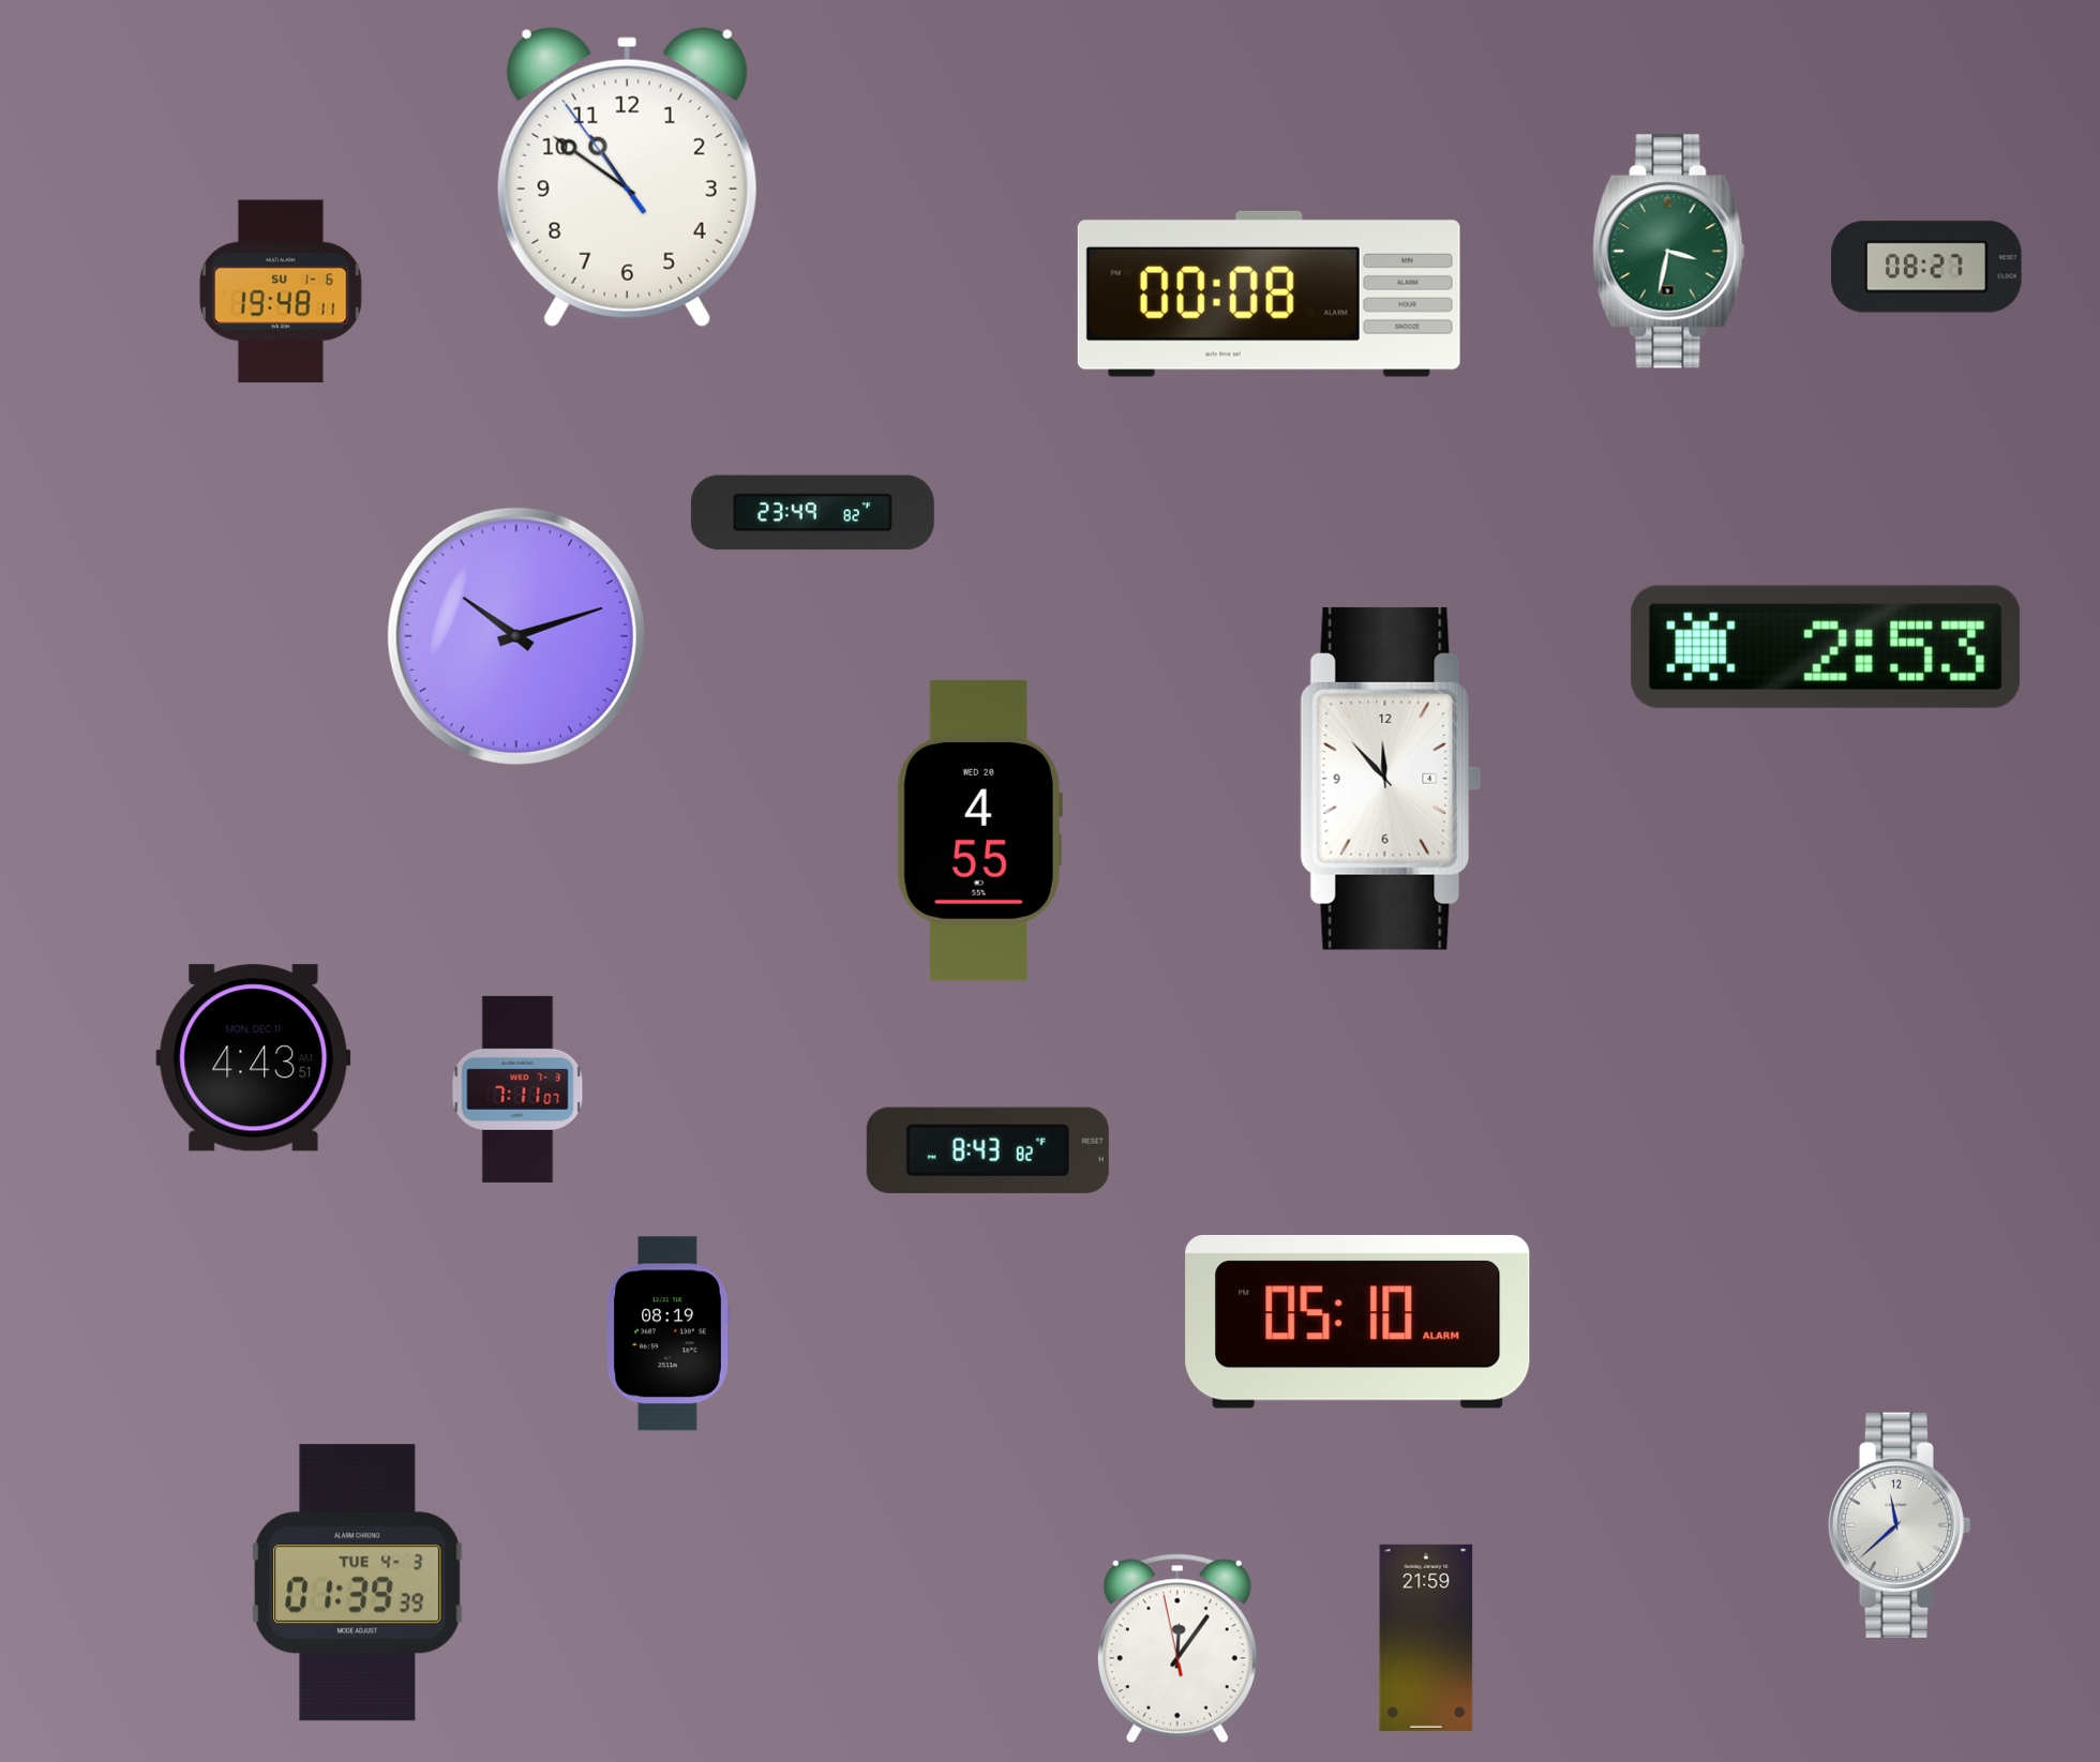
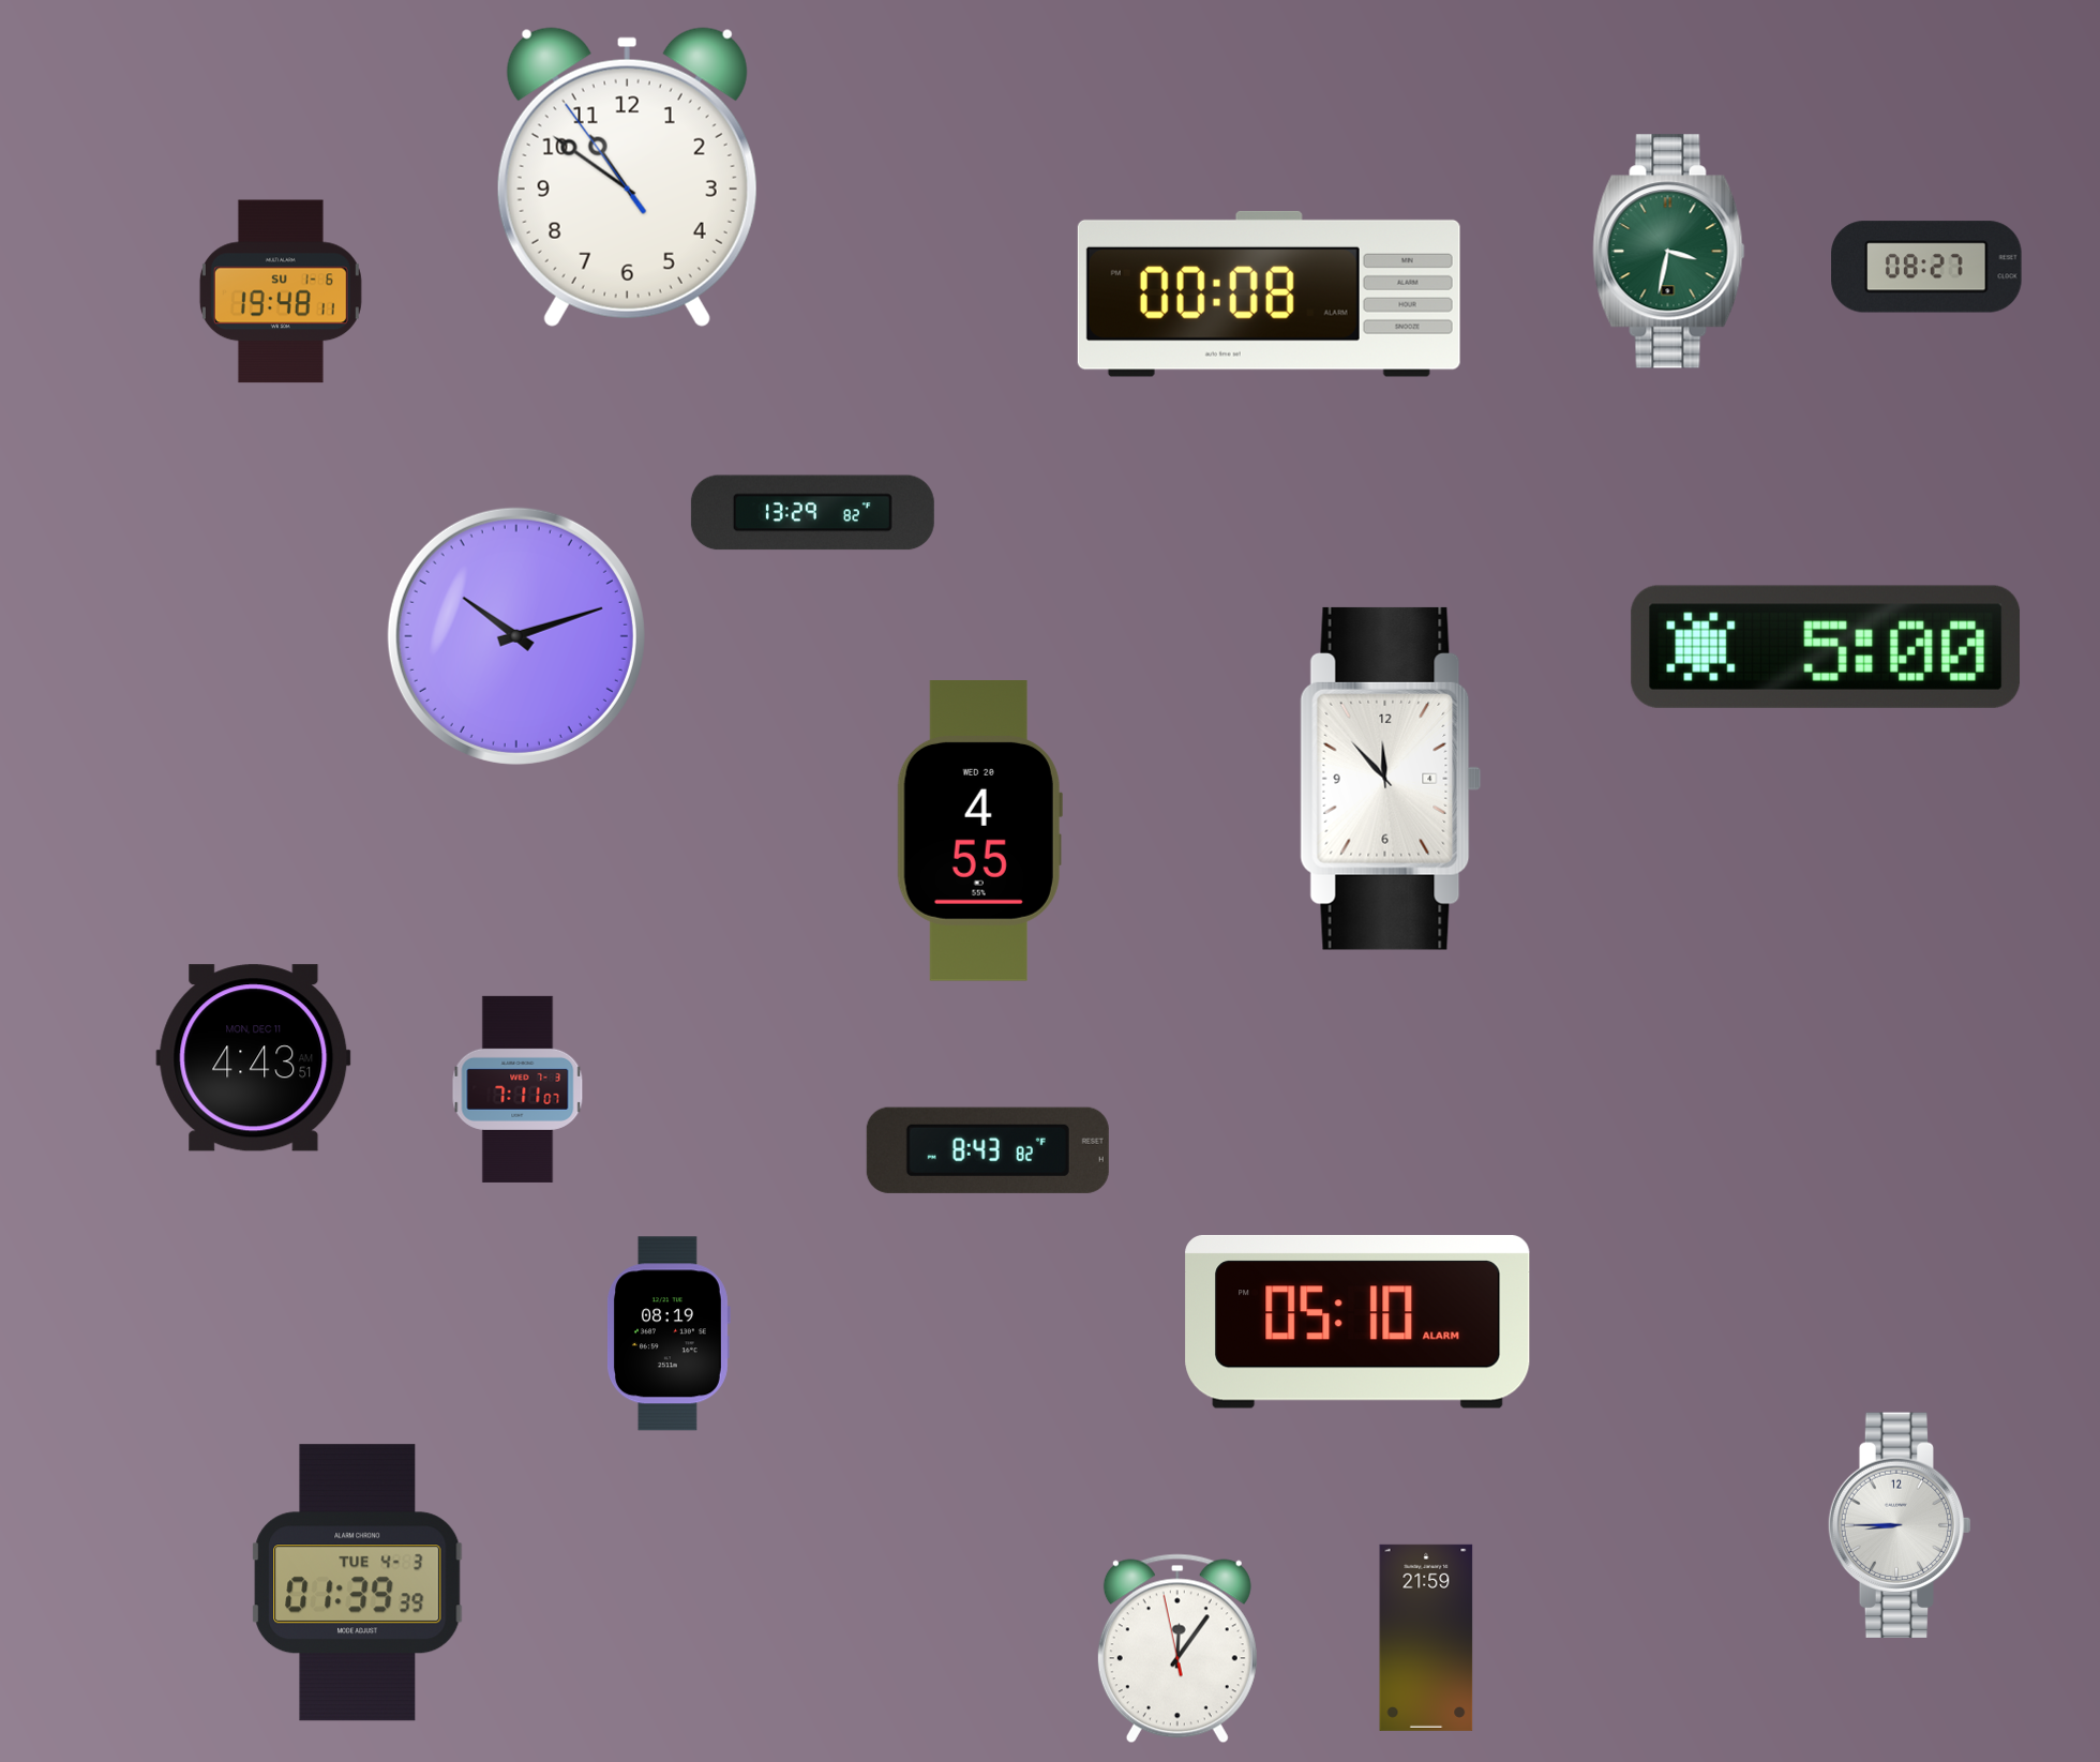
clock at (812, 513): 23:49 -> 13:29
clock at (1826, 647): 2:53 -> 5:00
clock at (1900, 1524): 11:38 -> 8:45
